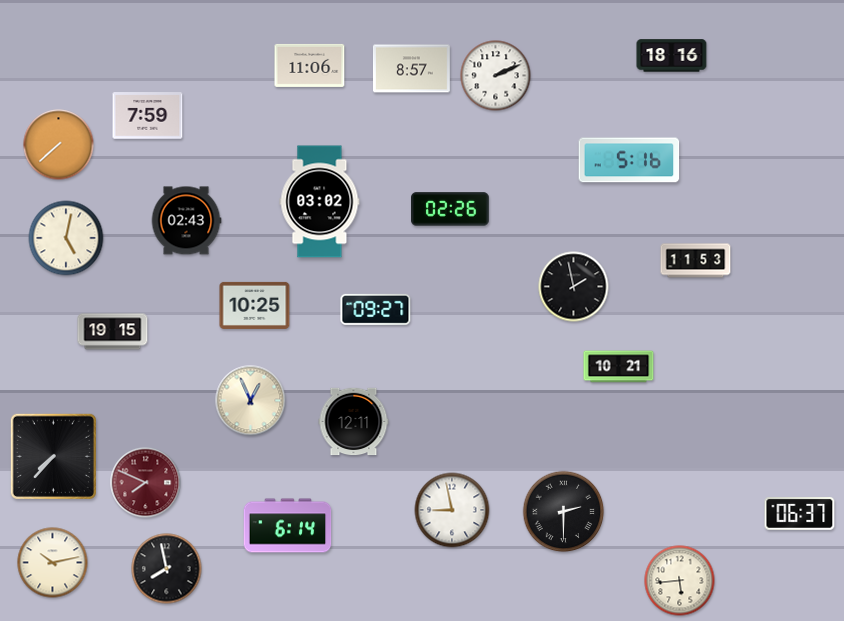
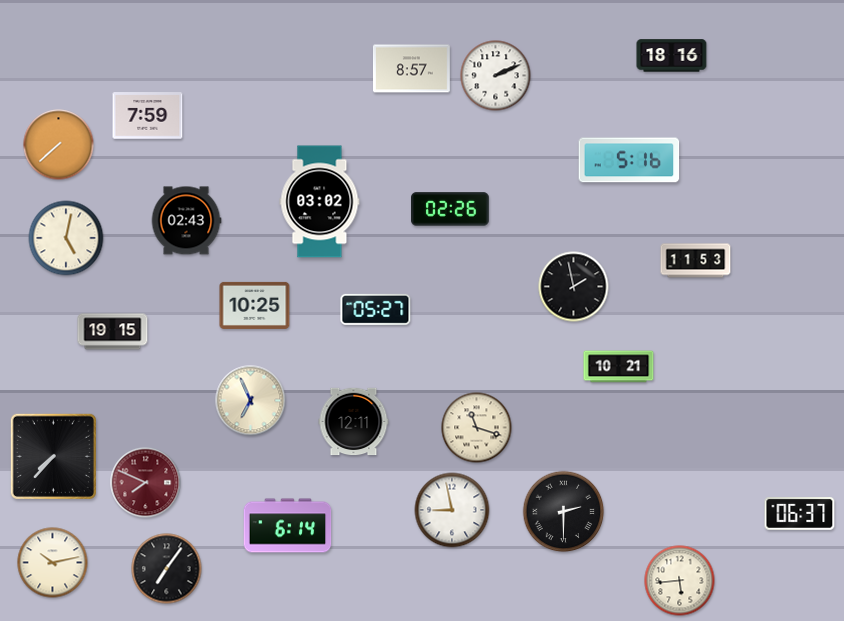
clock at (310, 65): 11:06 -> none
clock at (376, 309): 09:27 -> 05:27
clock at (251, 401): 12:56 -> 6:56
clock at (477, 428): none -> 11:18
clock at (167, 569): 7:58 -> 7:06
